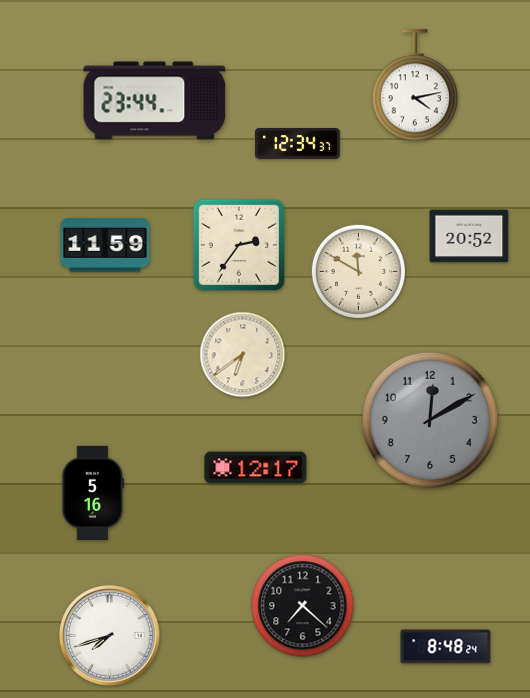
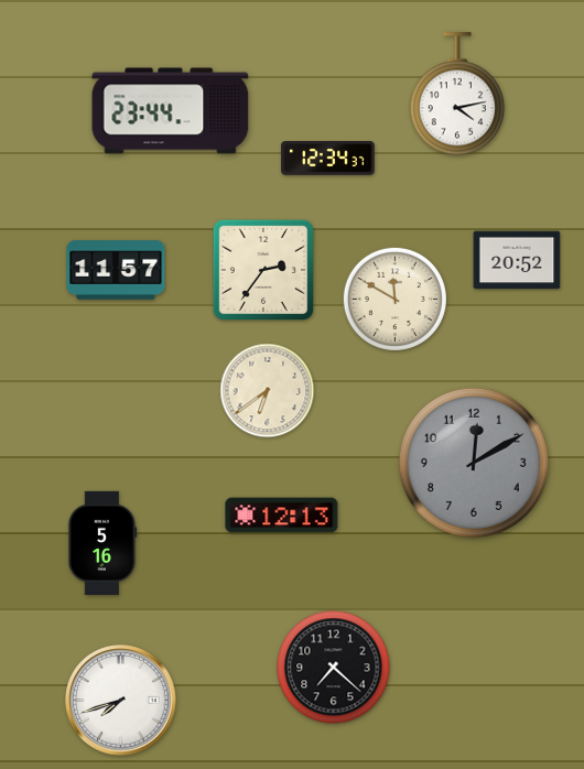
clock at (105, 245): 11:59 -> 11:57
clock at (256, 468): 12:17 -> 12:13
clock at (446, 647): 8:48 -> none
